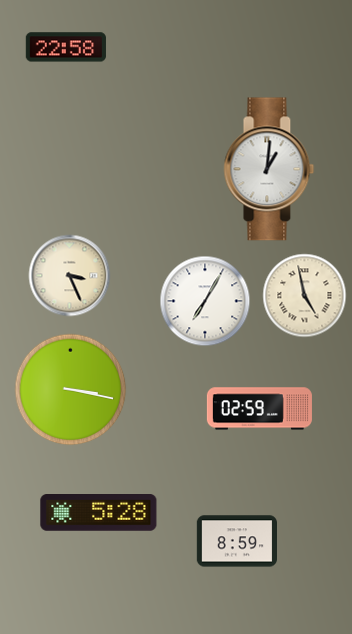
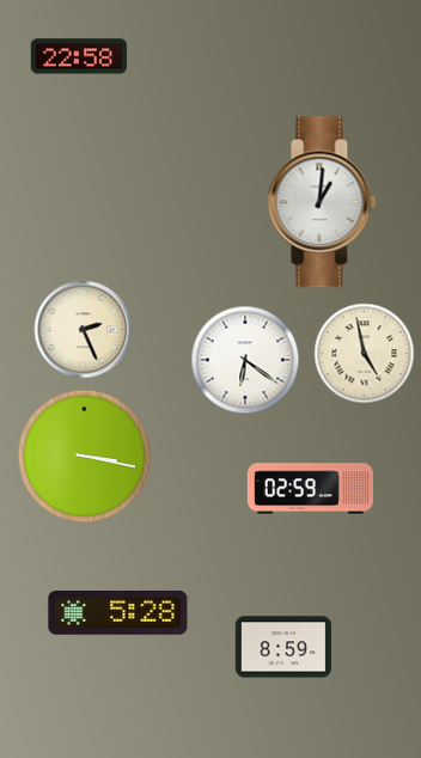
clock at (70, 276): 3:26 -> 2:26
clock at (205, 301): 7:05 -> 6:21
clock at (71, 390) position: (71, 390) -> (85, 457)
